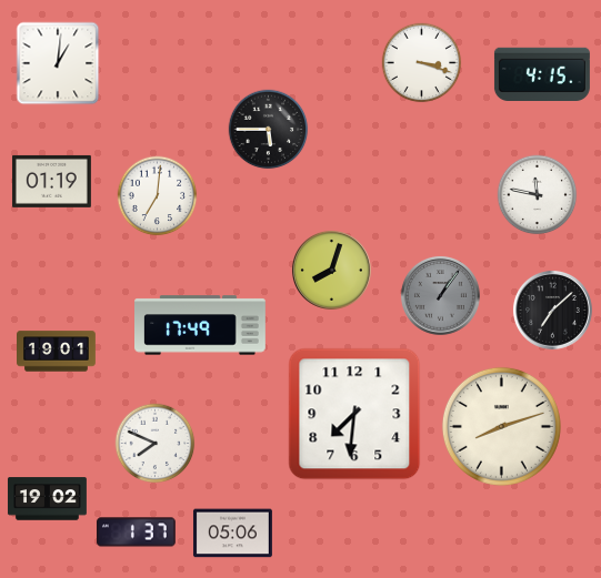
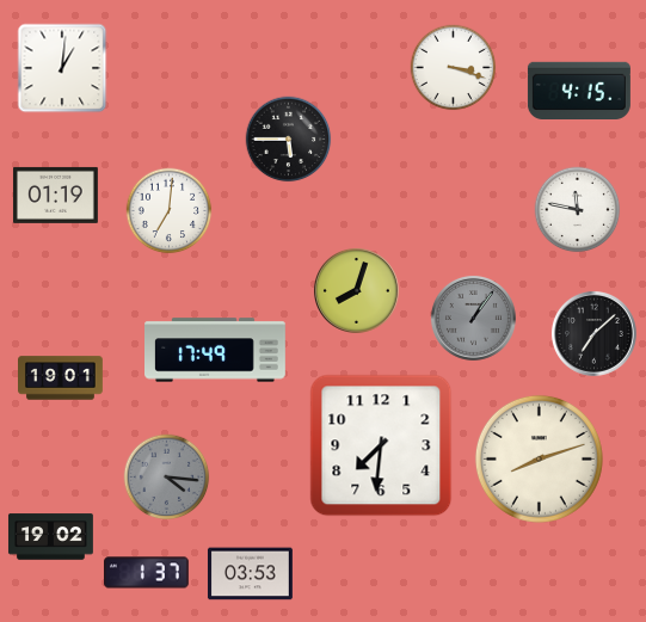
clock at (542, 73) position: (542, 73) -> (579, 90)
clock at (156, 444): 7:49 -> 4:16
clock at (156, 444) dial: white -> grey
clock at (232, 534): 05:06 -> 03:53
